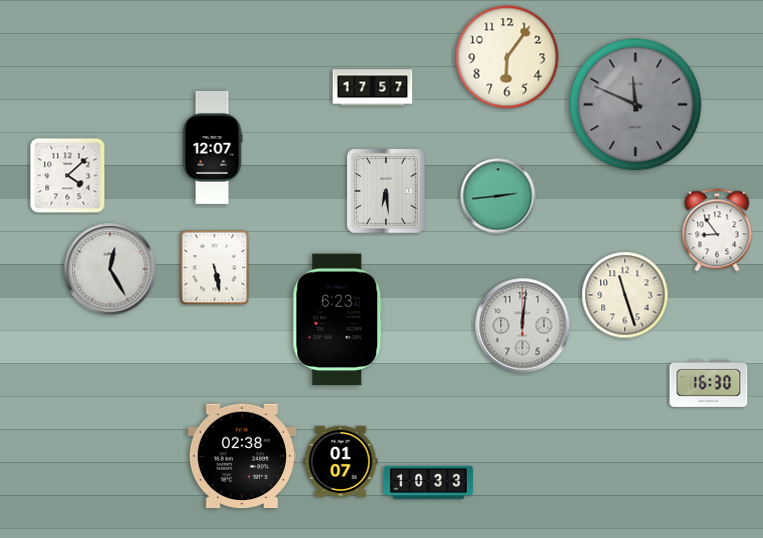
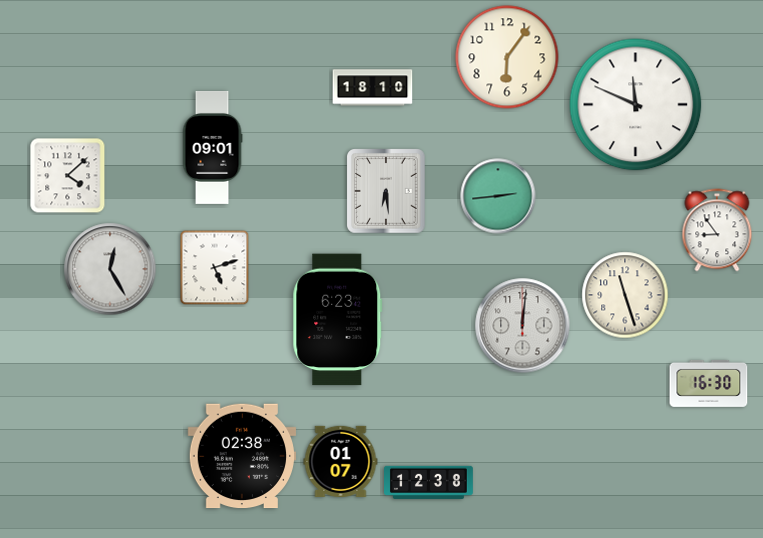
clock at (373, 88): 17:57 -> 18:10
clock at (636, 105) dial: grey -> white
clock at (212, 147): 12:07 -> 09:01
clock at (215, 268): 5:28 -> 5:12
clock at (429, 482): 10:33 -> 12:38
